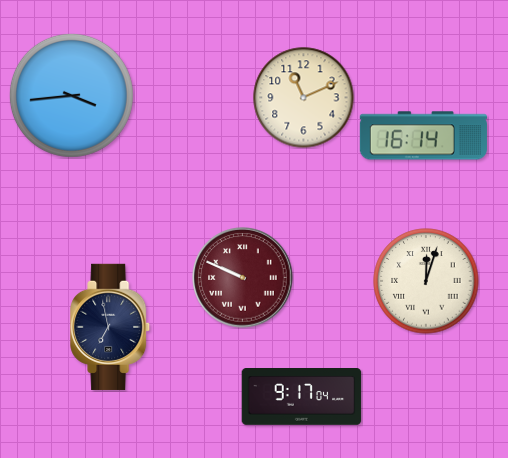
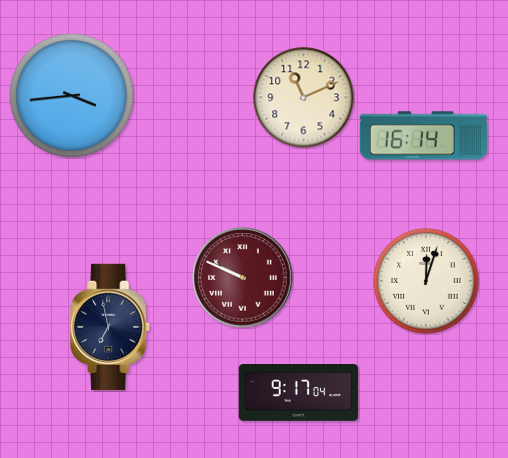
clock at (302, 397) position: (302, 397) -> (299, 393)
